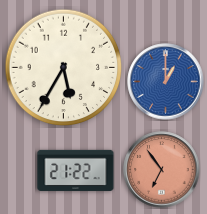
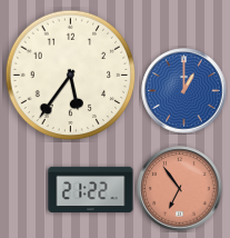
clock at (64, 68): 5:35 -> 5:36
clock at (76, 170) position: (76, 170) -> (91, 189)
